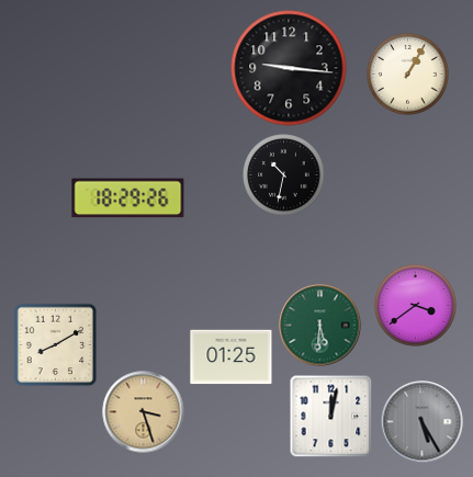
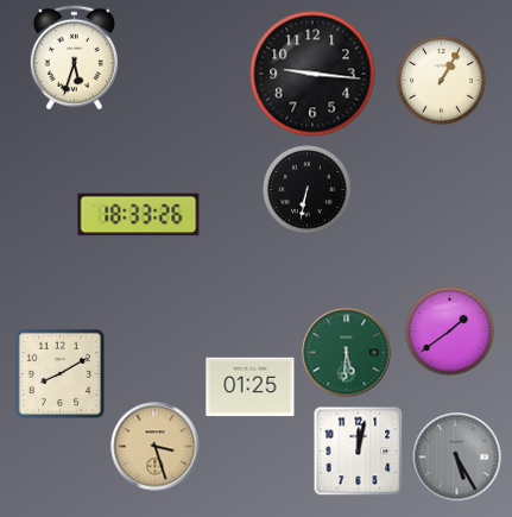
clock at (74, 58): none -> 5:33
clock at (284, 175): 10:32 -> 6:32
clock at (128, 198): 18:29 -> 18:33
clock at (416, 306): 3:39 -> 1:39
